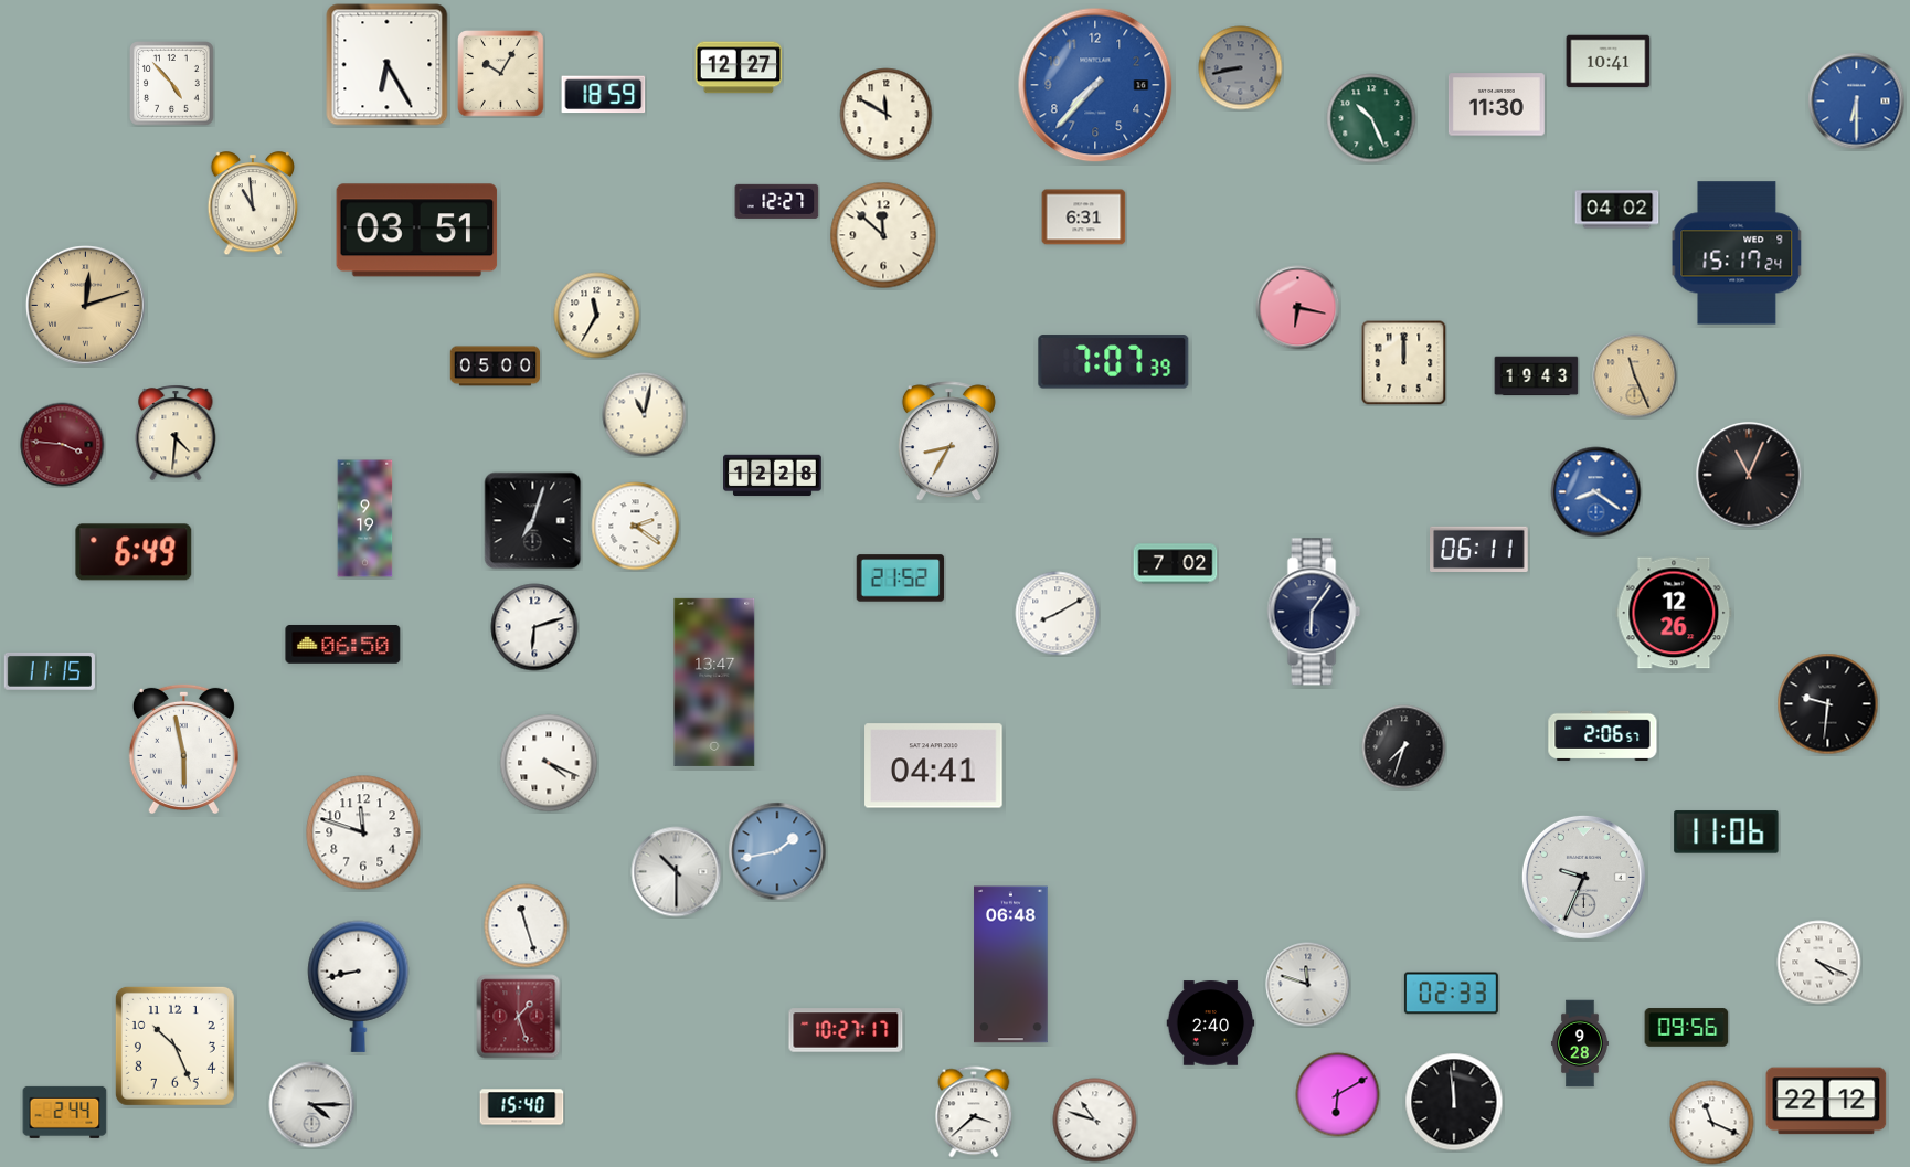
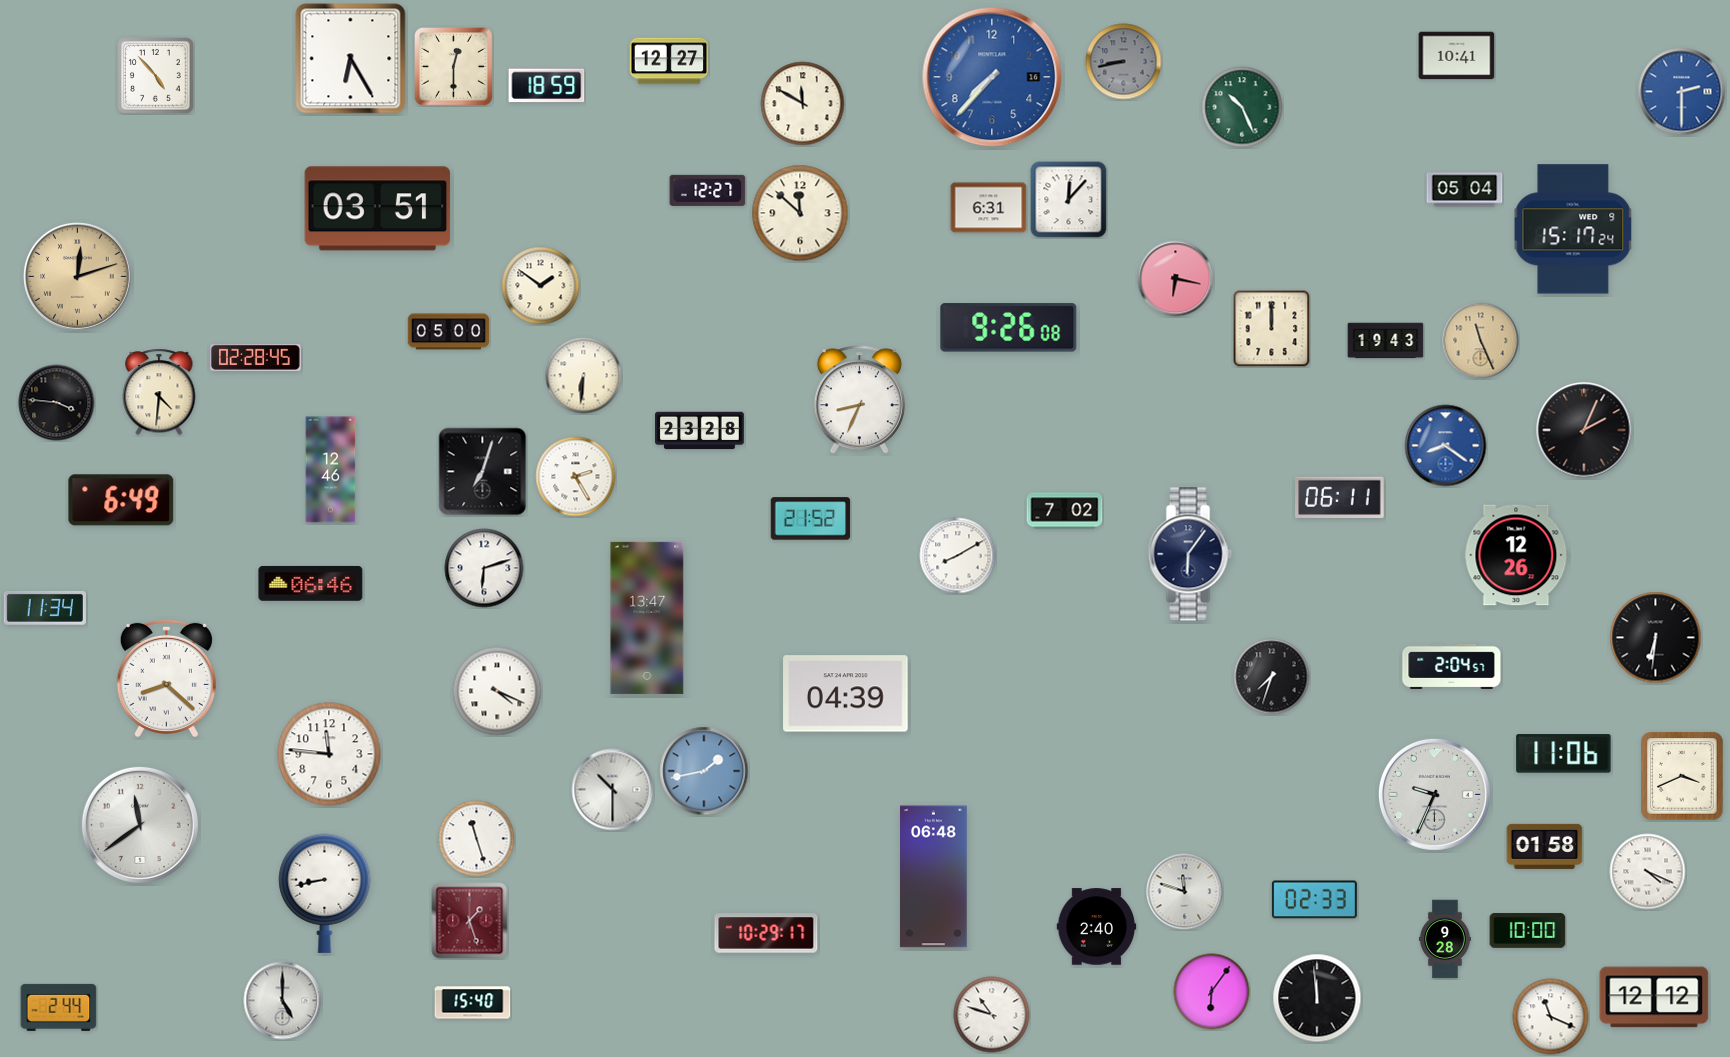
clock at (501, 74): 10:05 -> 12:30
clock at (1857, 102): 6:30 -> 2:30
clock at (1496, 105): 11:30 -> none
clock at (777, 201) position: (777, 201) -> (708, 190)
clock at (253, 204): 10:59 -> none
clock at (1617, 210): 04:02 -> 05:04
clock at (1084, 218) position: (1084, 218) -> (989, 208)
clock at (1069, 200): none -> 12:07
clock at (597, 316): 11:35 -> 1:51
clock at (1114, 362): 7:07 -> 9:26
clock at (1537, 376) position: (1537, 376) -> (1386, 341)
clock at (256, 357): none -> 02:28
clock at (645, 415): 11:02 -> 6:31
clock at (948, 442): 8:35 -> 8:34
clock at (63, 445) dial: burgundy -> black
clock at (1749, 475): 11:04 -> 2:04
clock at (773, 476): 12:28 -> 23:28
clock at (365, 519): 9:19 -> 12:46
clock at (636, 527): 2:21 -> 2:25
clock at (901, 579) position: (901, 579) -> (811, 519)
clock at (343, 645): 06:50 -> 06:46
clock at (50, 671): 11:15 -> 11:34
clock at (1828, 704): 9:31 -> 6:31
clock at (1603, 735): 2:06 -> 2:04
clock at (183, 747): 5:58 -> 8:22
clock at (934, 766): 04:41 -> 04:39
clock at (363, 832): 11:48 -> 11:46
clock at (1682, 776): none -> 3:41
clock at (140, 825): none -> 11:39
clock at (1545, 846): none -> 01:58
clock at (1011, 965) position: (1011, 965) -> (934, 877)
clock at (1687, 1028): 09:56 -> 10:00
clock at (846, 1030): 10:27 -> 10:29
clock at (1580, 1043) position: (1580, 1043) -> (1445, 939)
clock at (174, 1046): 10:26 -> none
clock at (1338, 1095): 6:10 -> 6:06
clock at (1826, 1101): 22:12 -> 12:12
clock at (312, 1105): 4:15 -> 5:00
clock at (974, 1112): 3:38 -> none
